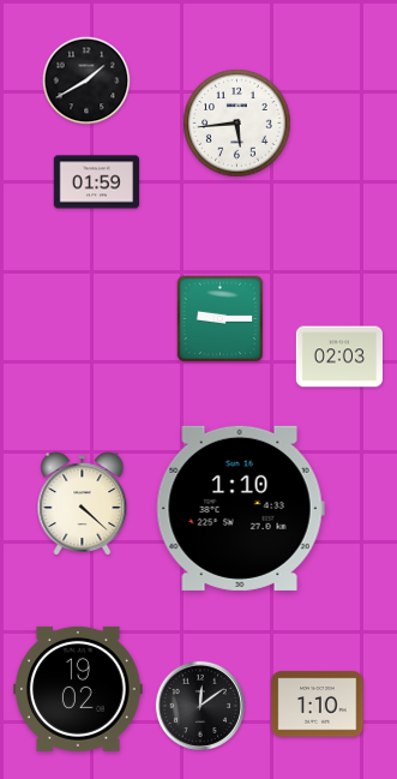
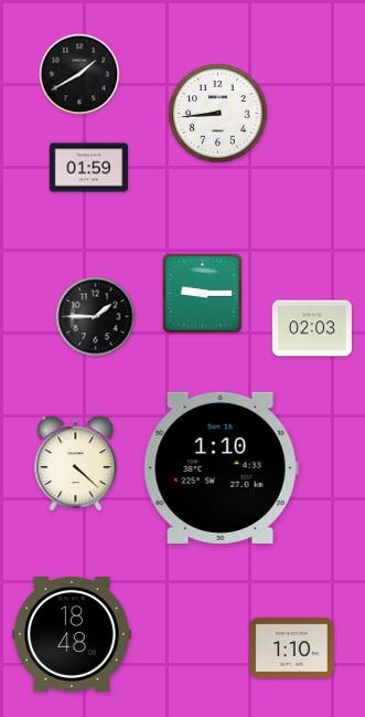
clock at (237, 124): 5:44 -> 8:44
clock at (96, 317): none -> 1:45
clock at (78, 689): 19:02 -> 18:48
clock at (199, 705): 12:09 -> none
